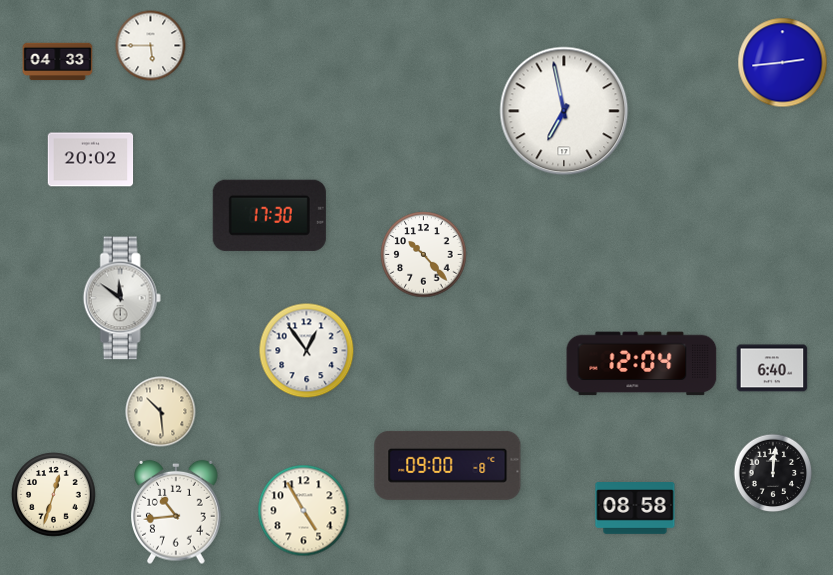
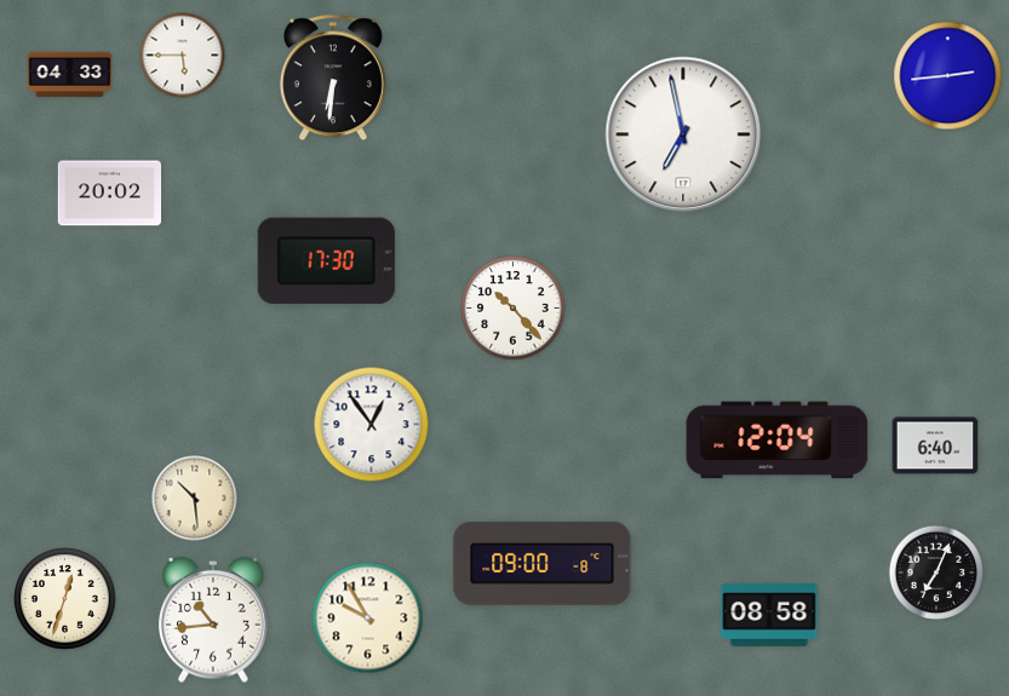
clock at (333, 77): none -> 6:31
clock at (122, 298): 11:51 -> none
clock at (773, 473): 12:01 -> 7:04
clock at (304, 511): 4:55 -> 9:55
